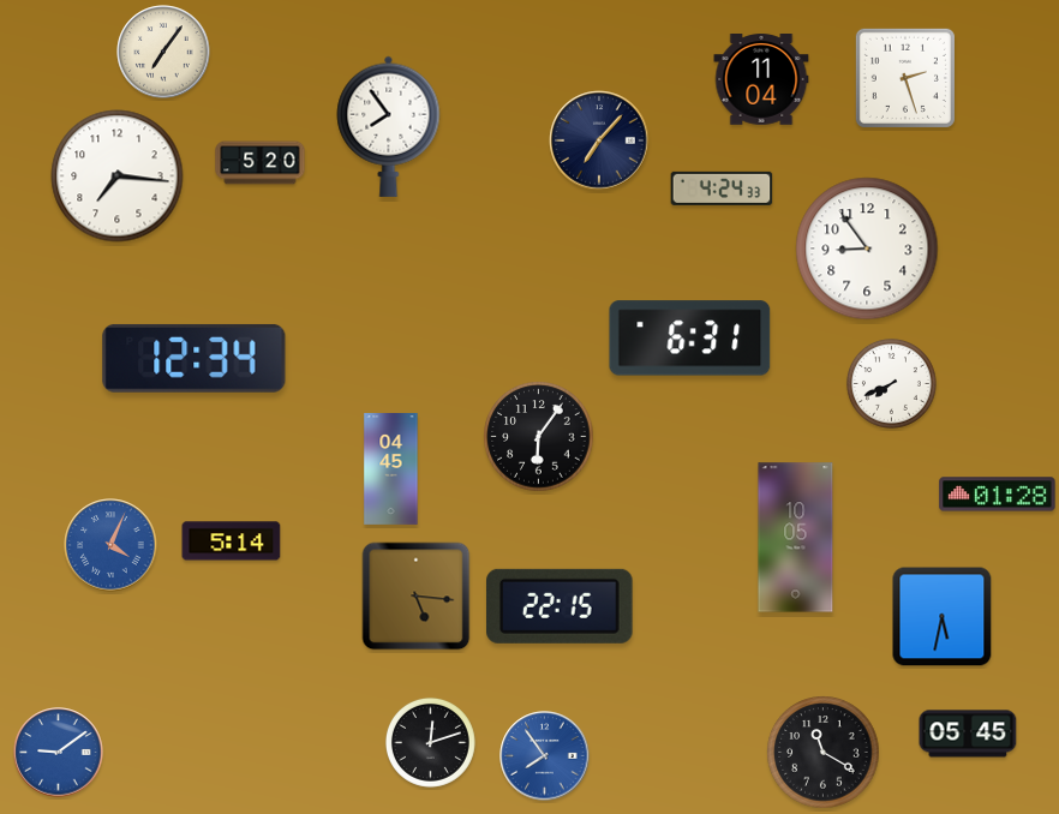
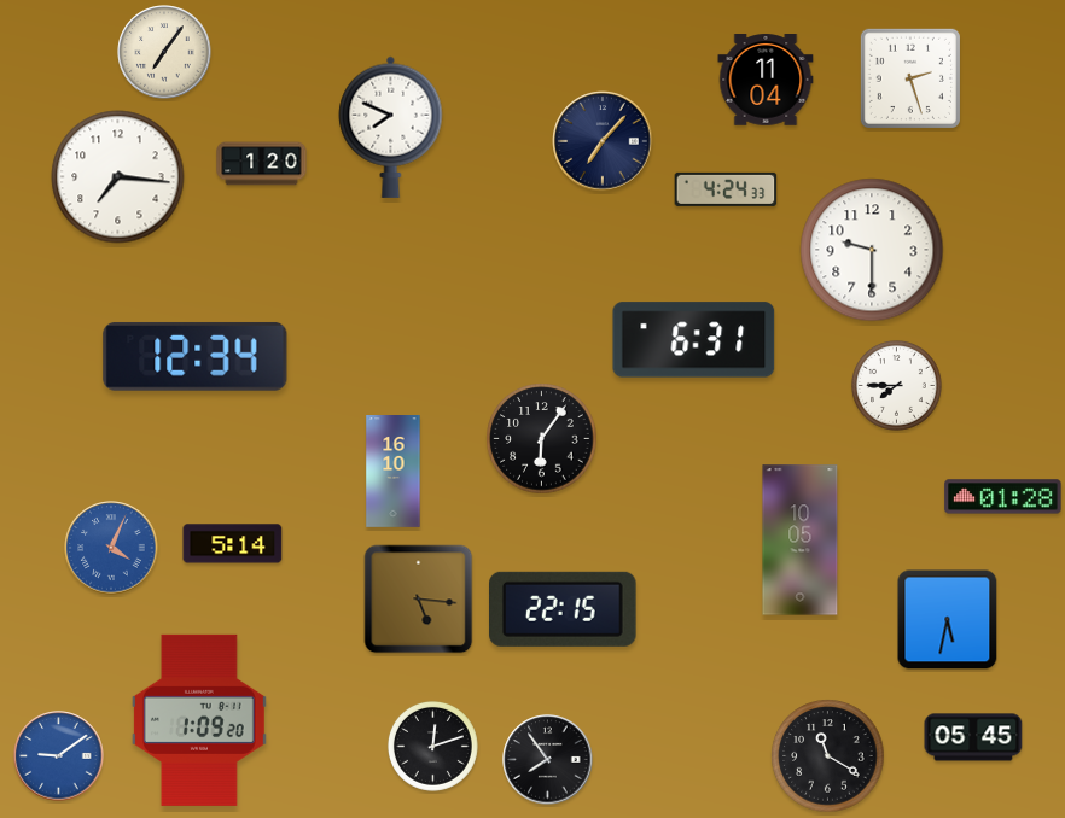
clock at (389, 126): 7:54 -> 7:49
clock at (261, 163): 5:20 -> 1:20
clock at (867, 249): 8:54 -> 9:30
clock at (195, 358) position: (195, 358) -> (196, 356)
clock at (891, 383): 7:41 -> 7:45
clock at (391, 469): 04:45 -> 16:10
clock at (199, 720): none -> 1:09
clock at (545, 756) dial: blue -> black
